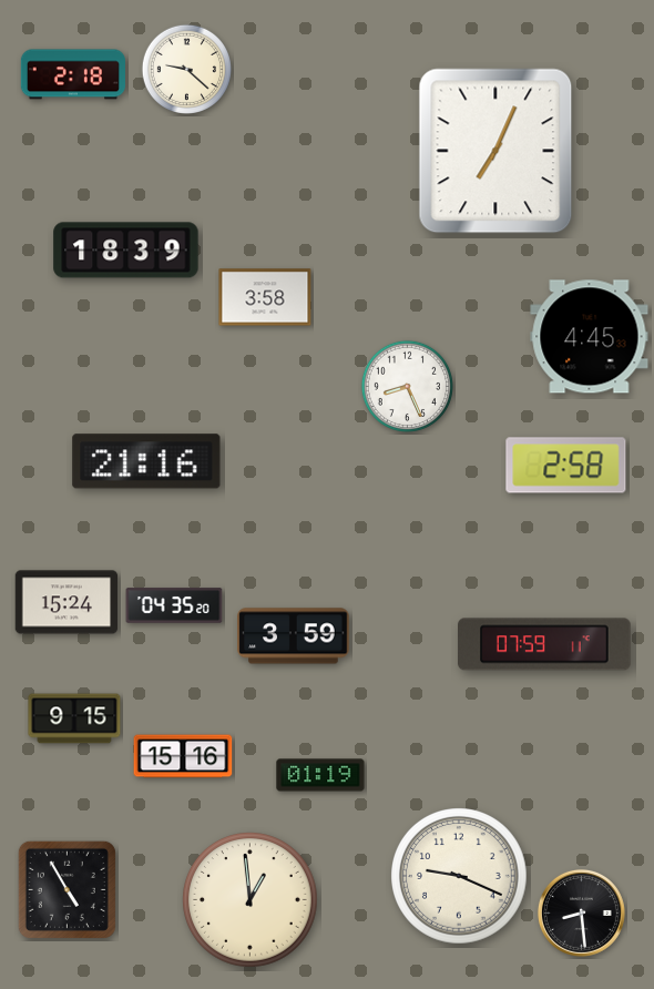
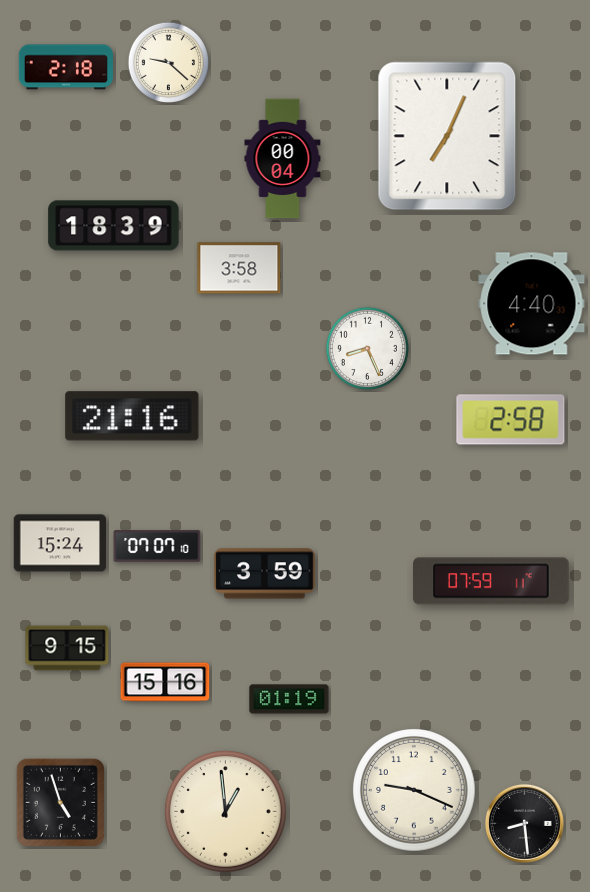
clock at (283, 159): none -> 00:04
clock at (590, 337): 4:45 -> 4:40
clock at (174, 605): 04:35 -> 07:07
clock at (67, 889): 4:55 -> 4:57
